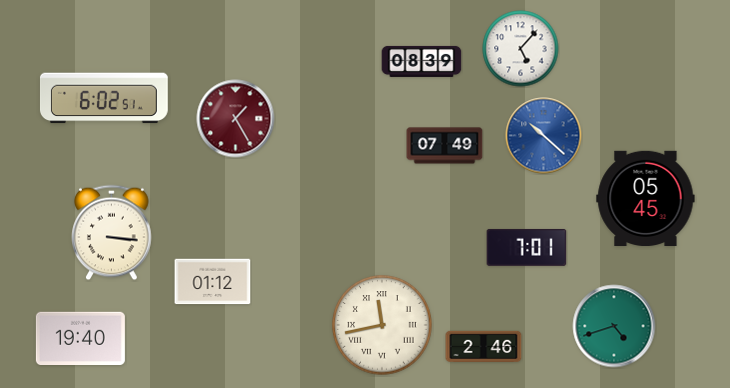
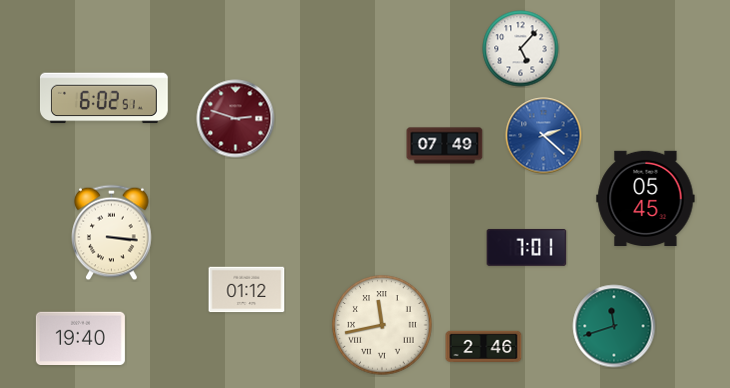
clock at (422, 61): 08:39 -> none
clock at (236, 119): 1:25 -> 2:48
clock at (544, 136): 10:22 -> 2:22
clock at (213, 282) position: (213, 282) -> (247, 290)
clock at (614, 326): 4:42 -> 11:42
